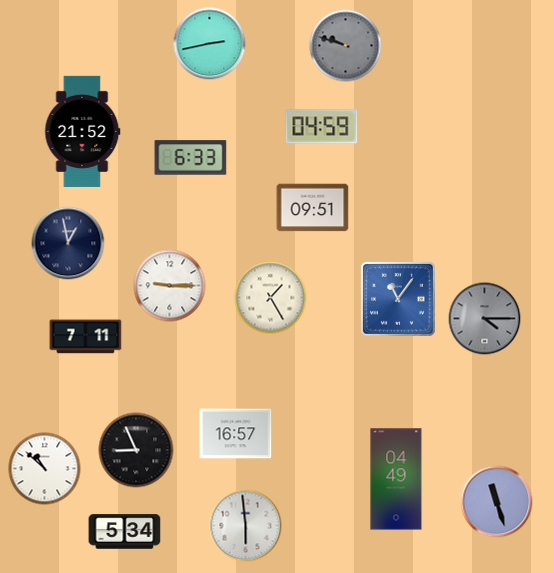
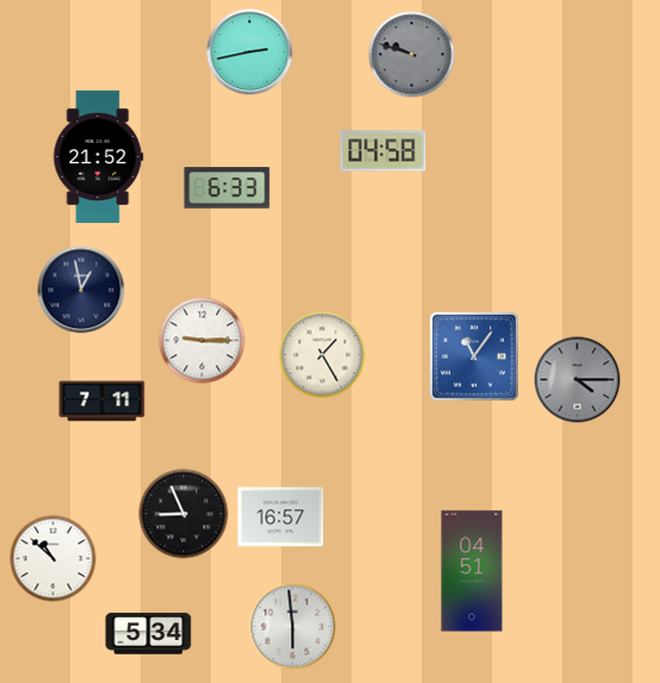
clock at (322, 127): 04:59 -> 04:58
clock at (313, 208): 09:51 -> none
clock at (136, 450) position: (136, 450) -> (183, 514)
clock at (396, 479): 04:49 -> 04:51
clock at (497, 502): 11:27 -> none
